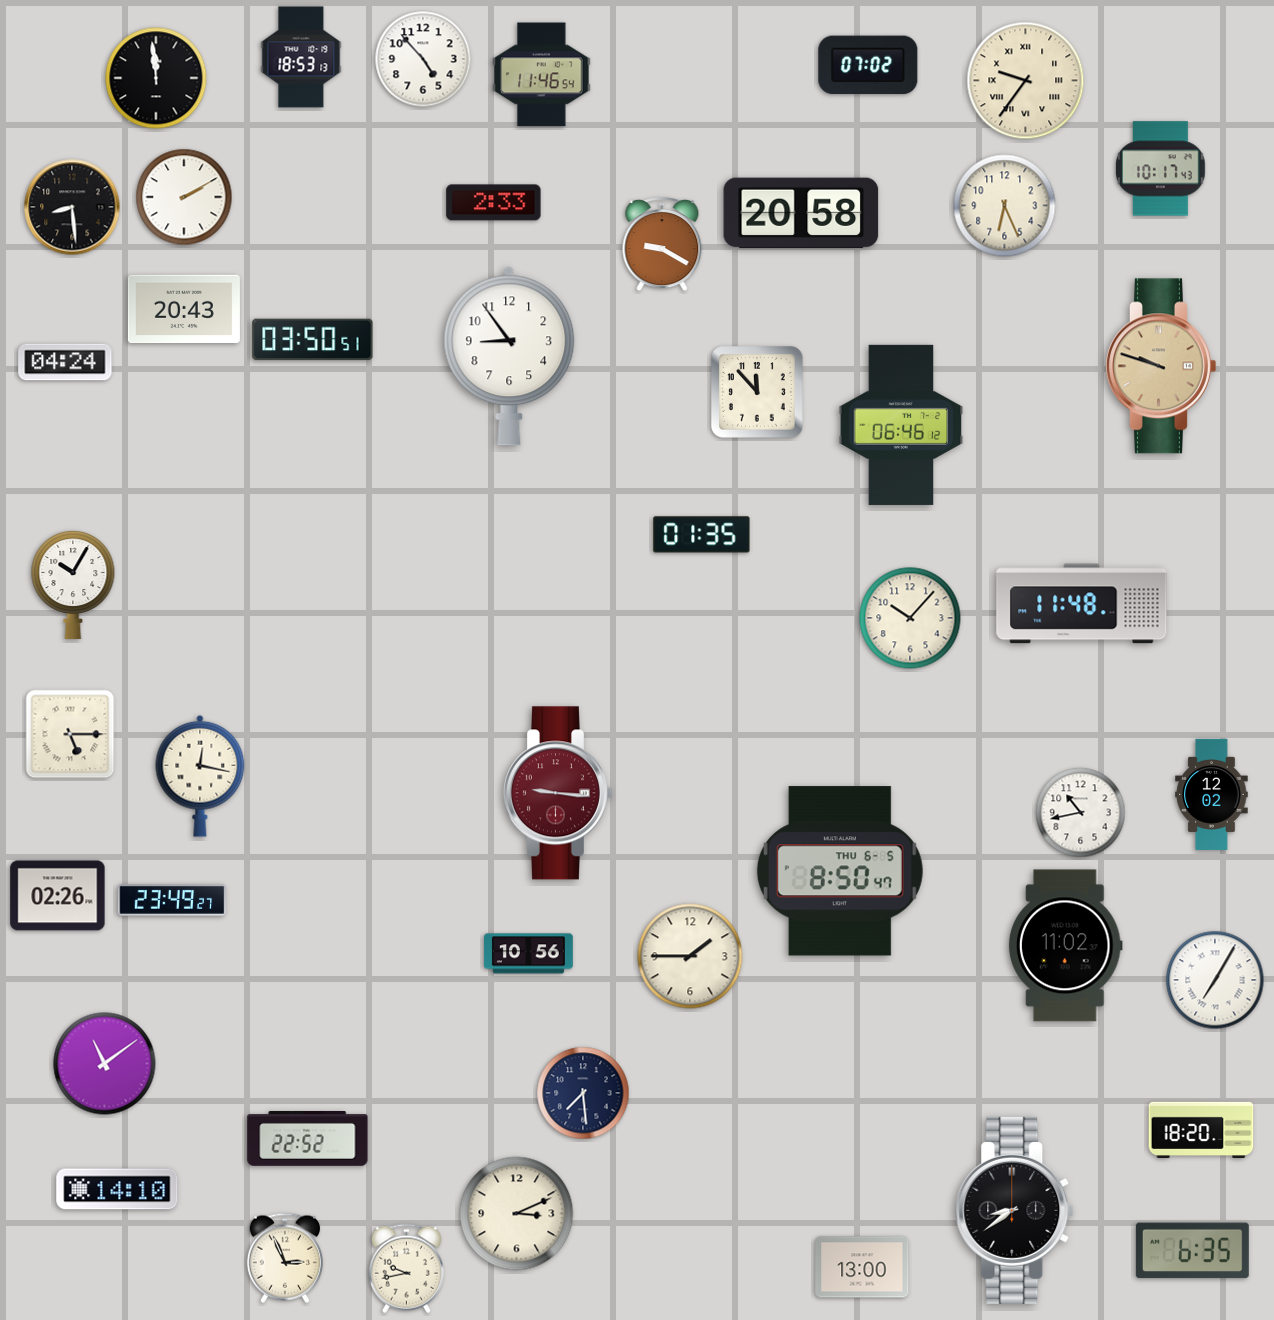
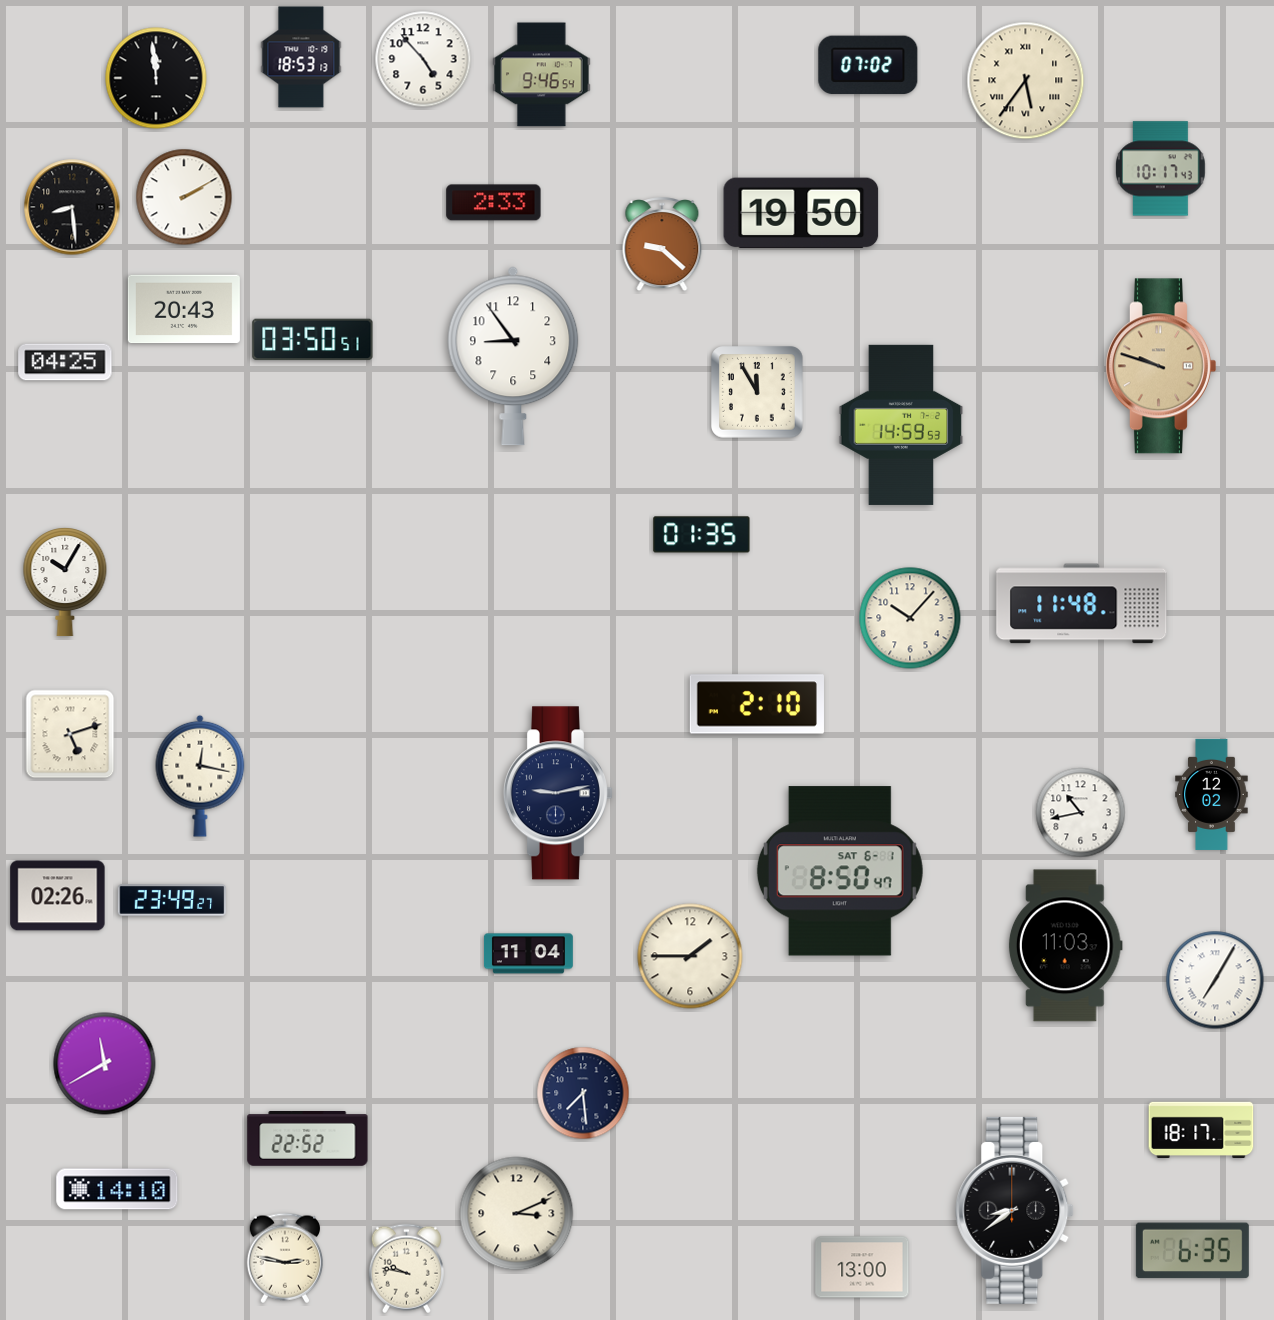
clock at (542, 75): 11:46 -> 9:46
clock at (1026, 81): 9:36 -> 5:36
clock at (1005, 206): 6:26 -> none
clock at (801, 213): 20:58 -> 19:50
clock at (662, 245): 9:20 -> 9:22
clock at (509, 356) position: (509, 356) -> (513, 356)
clock at (65, 362): 04:24 -> 04:25
clock at (758, 393): 11:53 -> 11:55
clock at (901, 425): 06:46 -> 14:59
clock at (73, 586) position: (73, 586) -> (65, 583)
clock at (757, 704): none -> 2:10
clock at (70, 734): 5:15 -> 5:12
clock at (557, 793): 9:16 -> 9:13
clock at (557, 793) dial: burgundy -> navy
clock at (840, 871) date: THU 6-5 -> SAT 6-1
clock at (1065, 946): 11:02 -> 11:03
clock at (528, 954): 10:56 -> 11:04
clock at (105, 1064): 11:09 -> 11:40
clock at (1201, 1129): 18:20 -> 18:17
clock at (284, 1258): 2:56 -> 2:47
clock at (406, 1269): 9:43 -> 9:47
